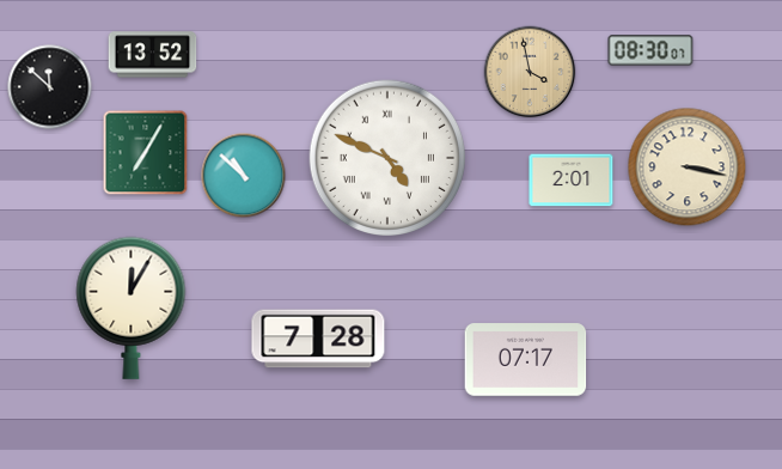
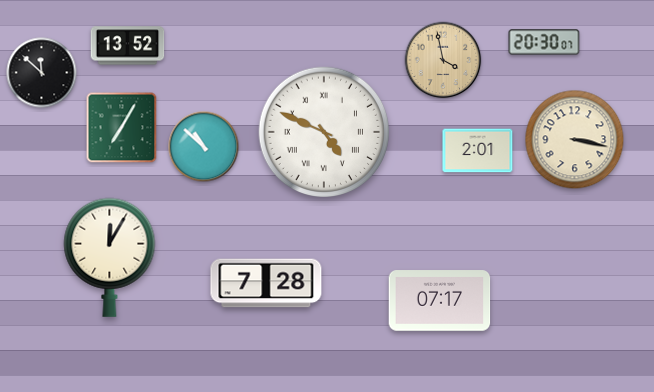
clock at (650, 50): 08:30 -> 20:30
